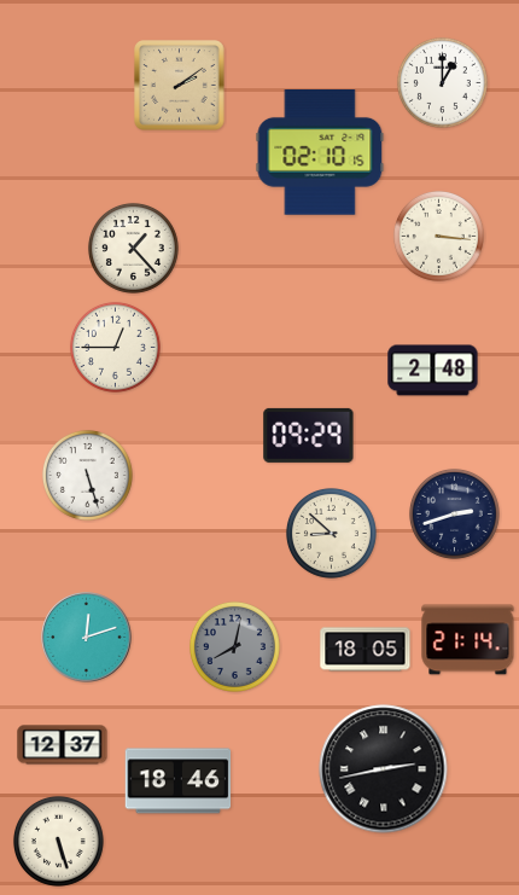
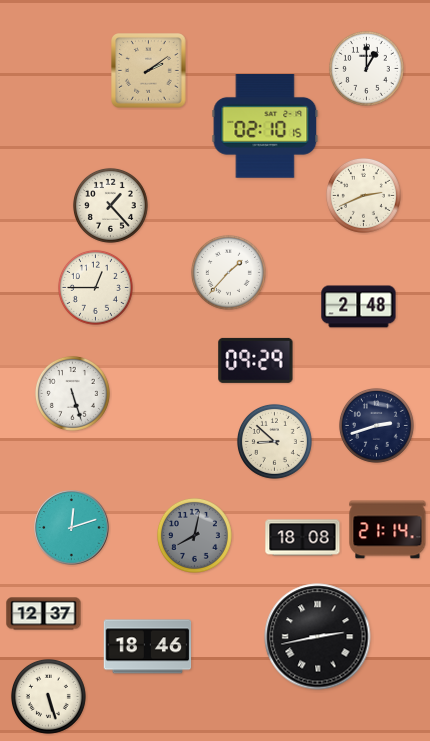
clock at (438, 236): 3:16 -> 2:41
clock at (228, 272): none -> 1:37
clock at (366, 650): 18:05 -> 18:08
clock at (63, 745) position: (63, 745) -> (44, 614)
